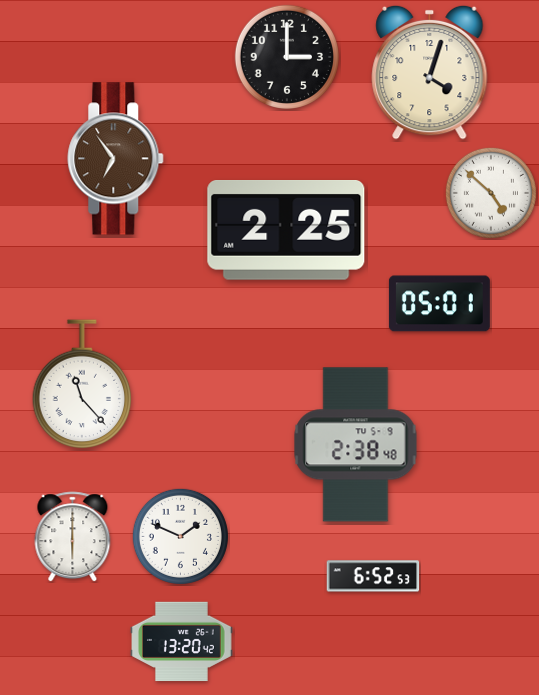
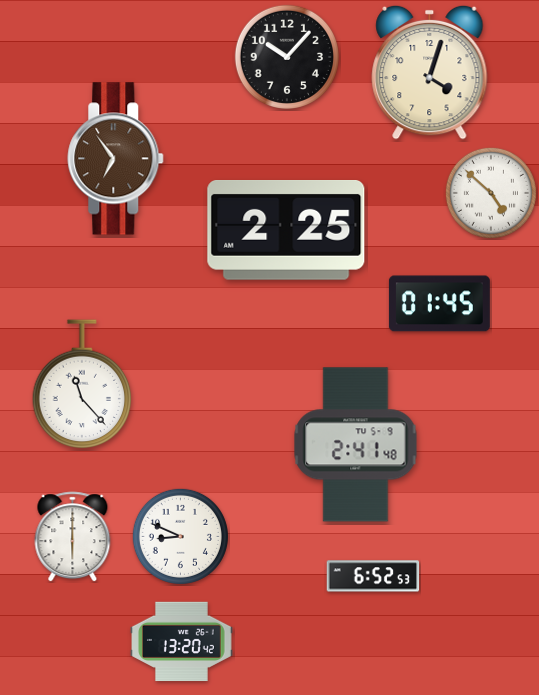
clock at (286, 56): 3:00 -> 10:07
clock at (439, 304): 05:01 -> 01:45
clock at (356, 445): 2:38 -> 2:41
clock at (180, 536): 1:49 -> 8:49
